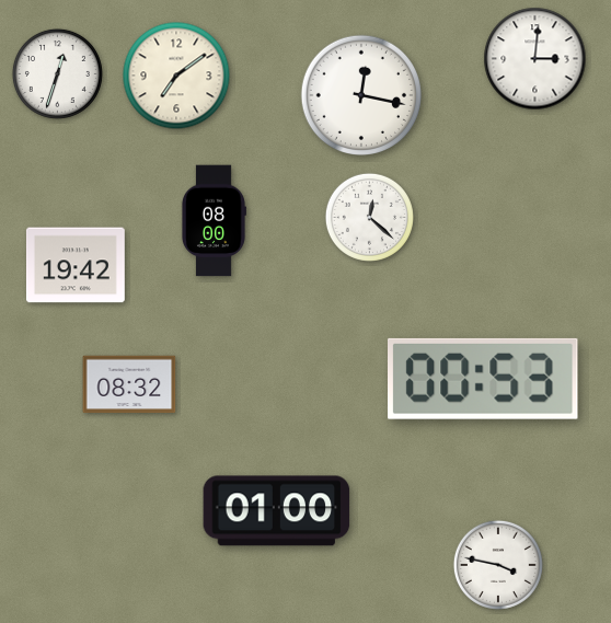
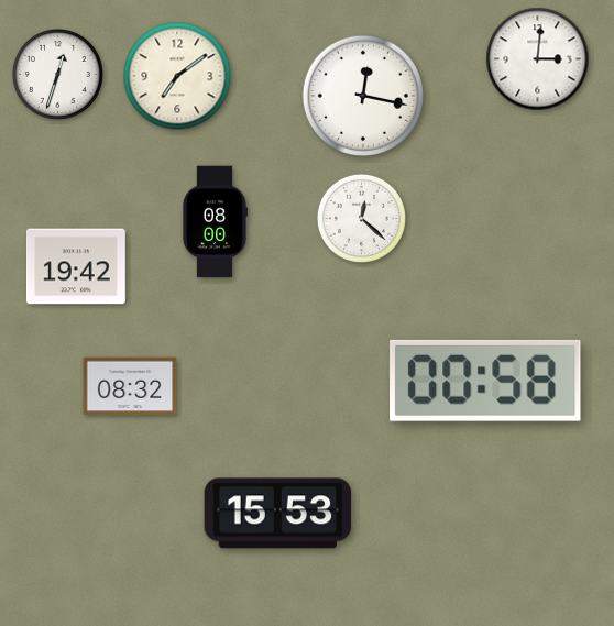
clock at (369, 217) position: (369, 217) -> (361, 218)
clock at (484, 379): 00:53 -> 00:58
clock at (277, 511): 01:00 -> 15:53
clock at (498, 565): 3:47 -> none
